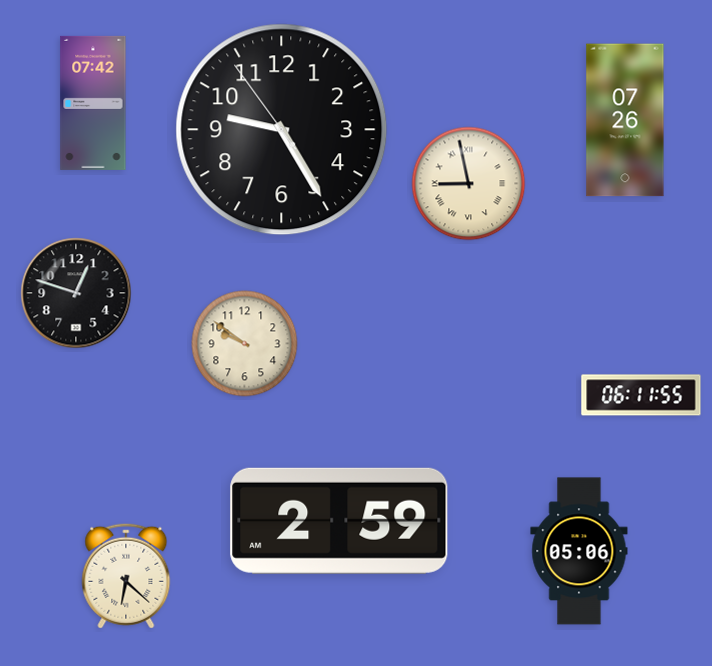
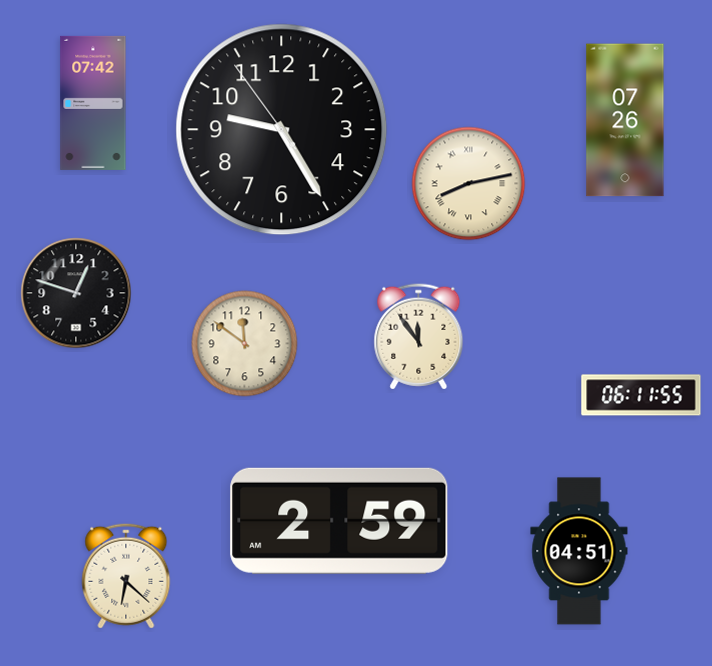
clock at (469, 184): 8:58 -> 8:13
clock at (419, 337): none -> 11:54
clock at (245, 344): 9:51 -> 11:51
clock at (579, 551): 05:06 -> 04:51
